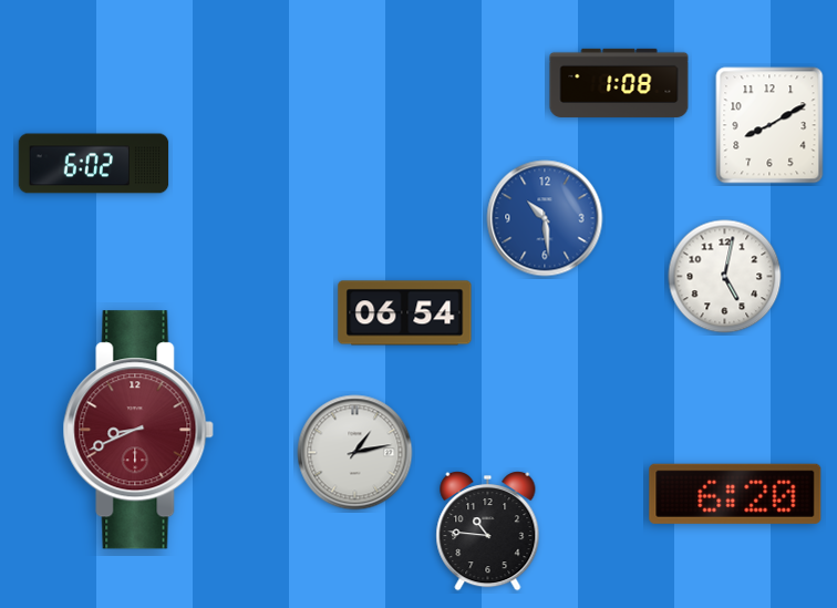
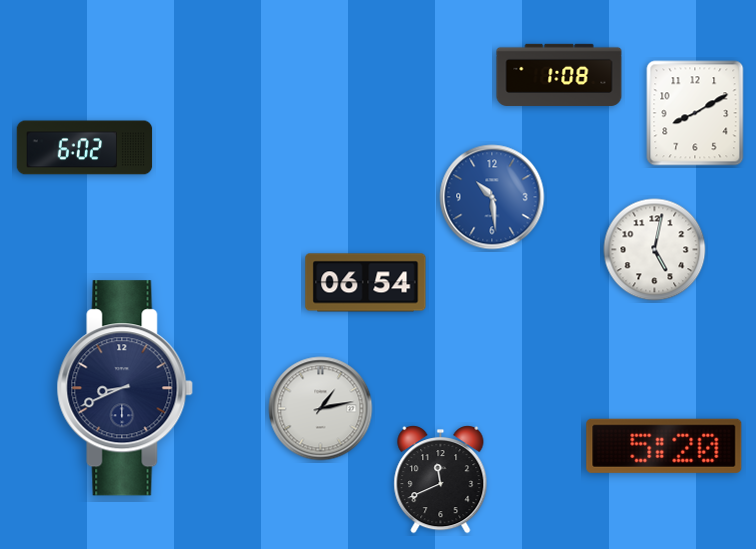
clock at (138, 430) dial: burgundy -> navy
clock at (735, 494): 6:20 -> 5:20
clock at (488, 532): 10:46 -> 11:41
